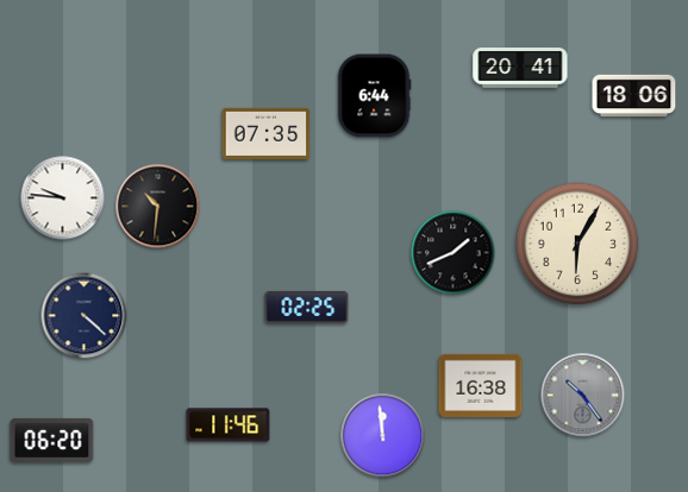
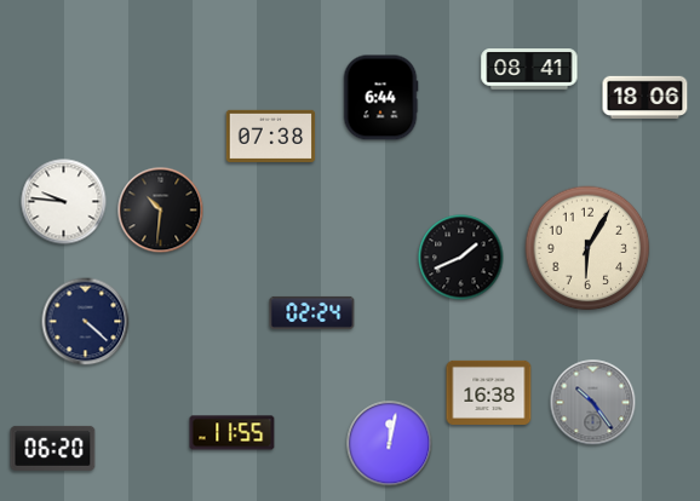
clock at (520, 68): 20:41 -> 08:41
clock at (267, 133): 07:35 -> 07:38
clock at (307, 307): 02:25 -> 02:24
clock at (229, 425): 11:46 -> 11:55
clock at (383, 436): 11:59 -> 12:02
